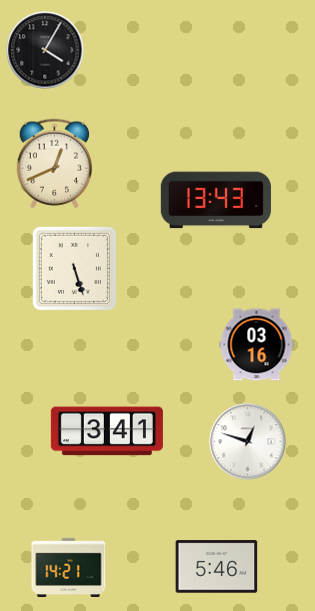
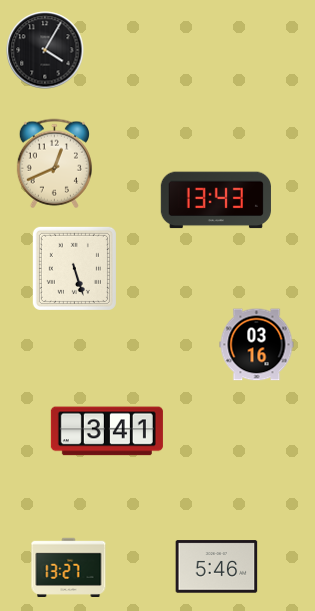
clock at (248, 442): 12:48 -> none
clock at (69, 567): 14:21 -> 13:27
